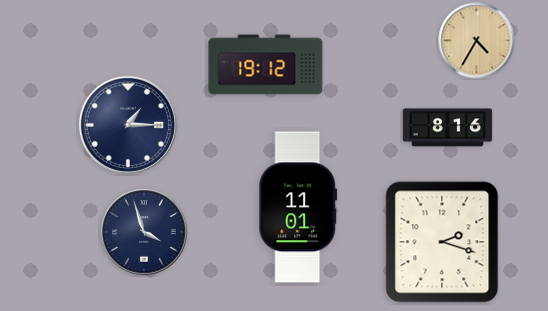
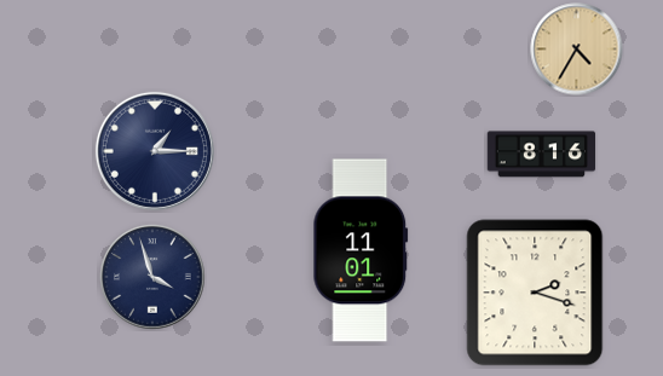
clock at (266, 65): 19:12 -> none
clock at (144, 232) position: (144, 232) -> (152, 277)
